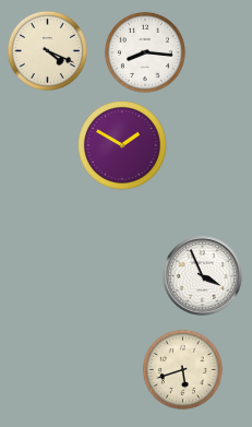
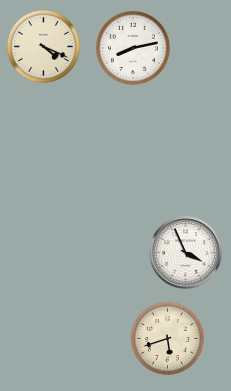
clock at (145, 52): 8:16 -> 8:13
clock at (122, 145): 1:50 -> none
